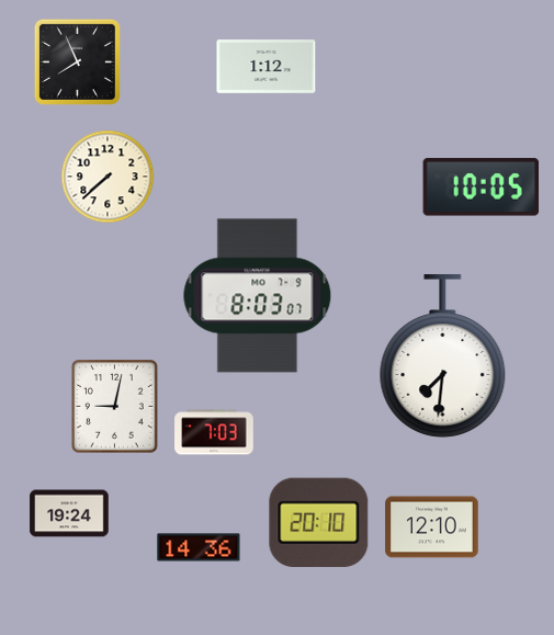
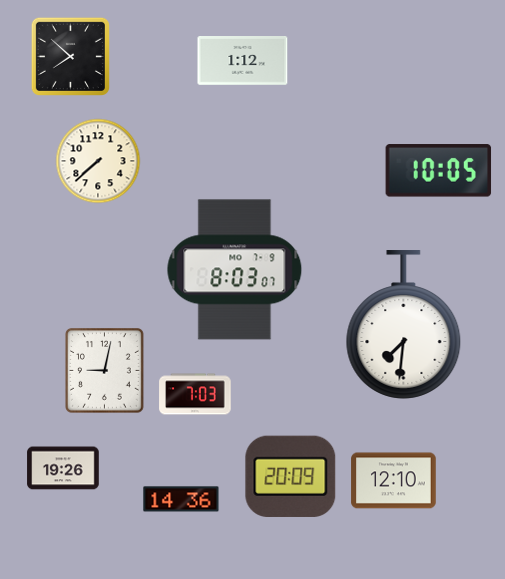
clock at (77, 61): 7:56 -> 7:52
clock at (69, 513): 19:24 -> 19:26
clock at (319, 522): 20:10 -> 20:09
